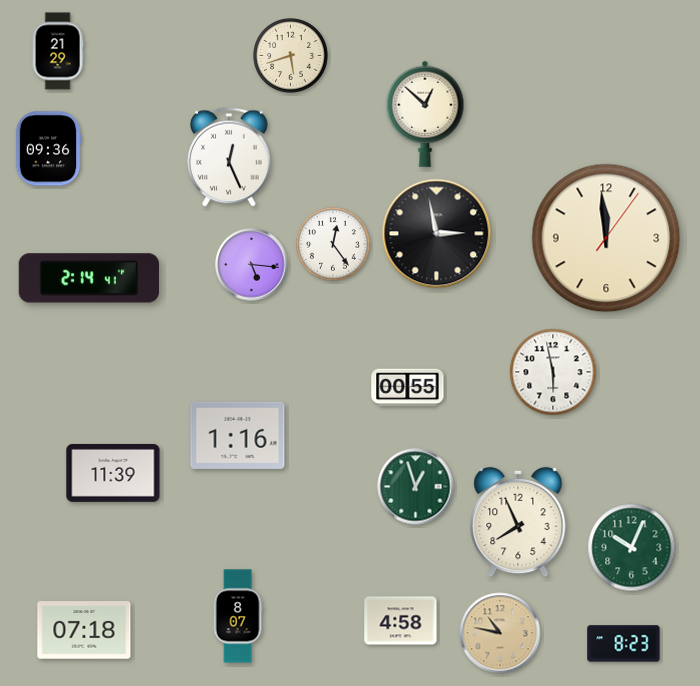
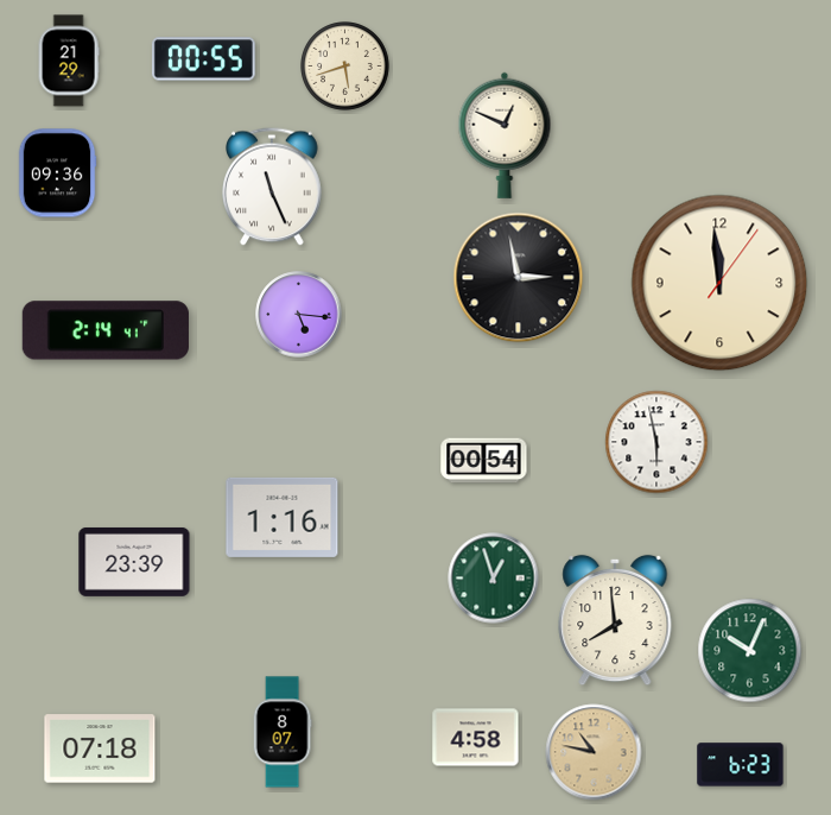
clock at (203, 59): none -> 00:55
clock at (425, 114): 12:52 -> 12:49
clock at (48, 149) position: (48, 149) -> (57, 173)
clock at (229, 157): 12:26 -> 11:26
clock at (334, 245): 12:24 -> none
clock at (408, 388): 00:55 -> 00:54
clock at (113, 473): 11:39 -> 23:39
clock at (518, 522): 7:56 -> 7:59
clock at (624, 644): 8:23 -> 6:23
